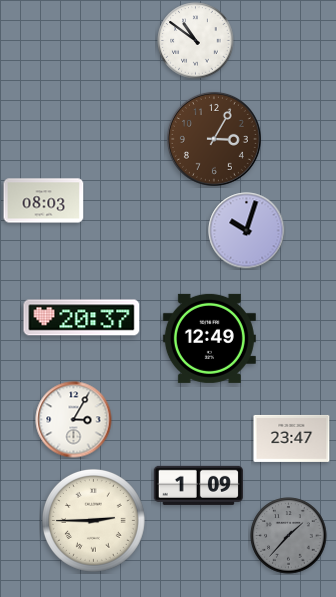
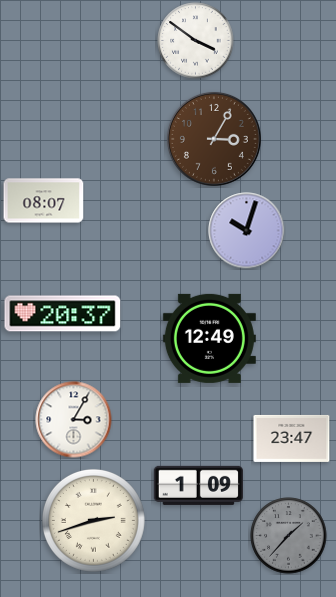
clock at (196, 41): 10:51 -> 3:51
clock at (44, 201): 08:03 -> 08:07
clock at (82, 318) position: (82, 318) -> (63, 314)
clock at (93, 520): 2:45 -> 2:42
